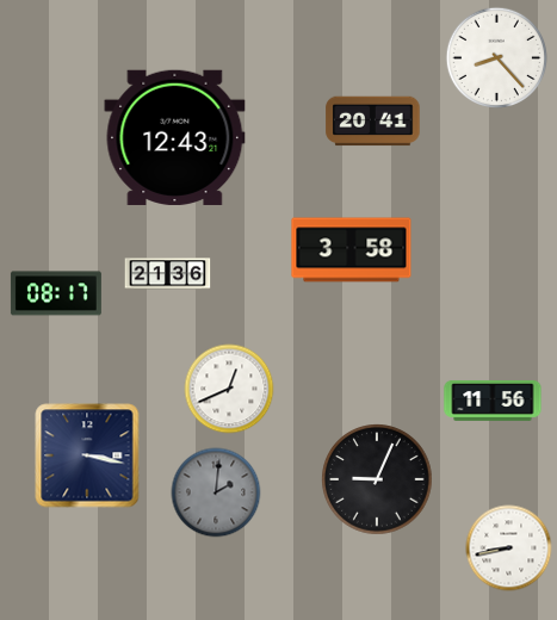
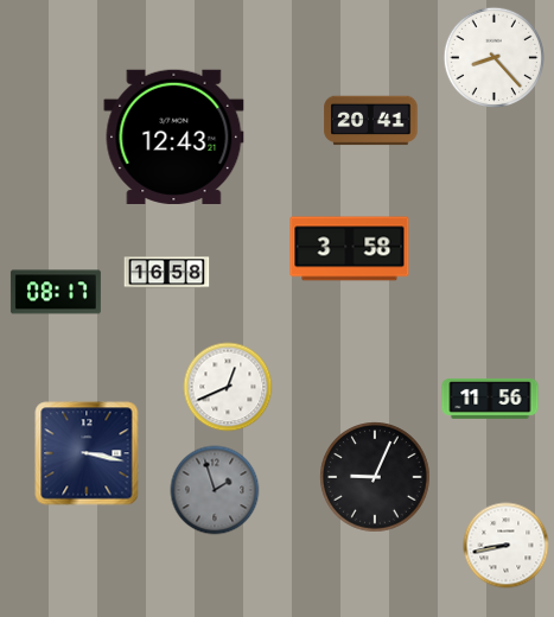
clock at (168, 274): 21:36 -> 16:58
clock at (216, 492): 2:01 -> 1:57
